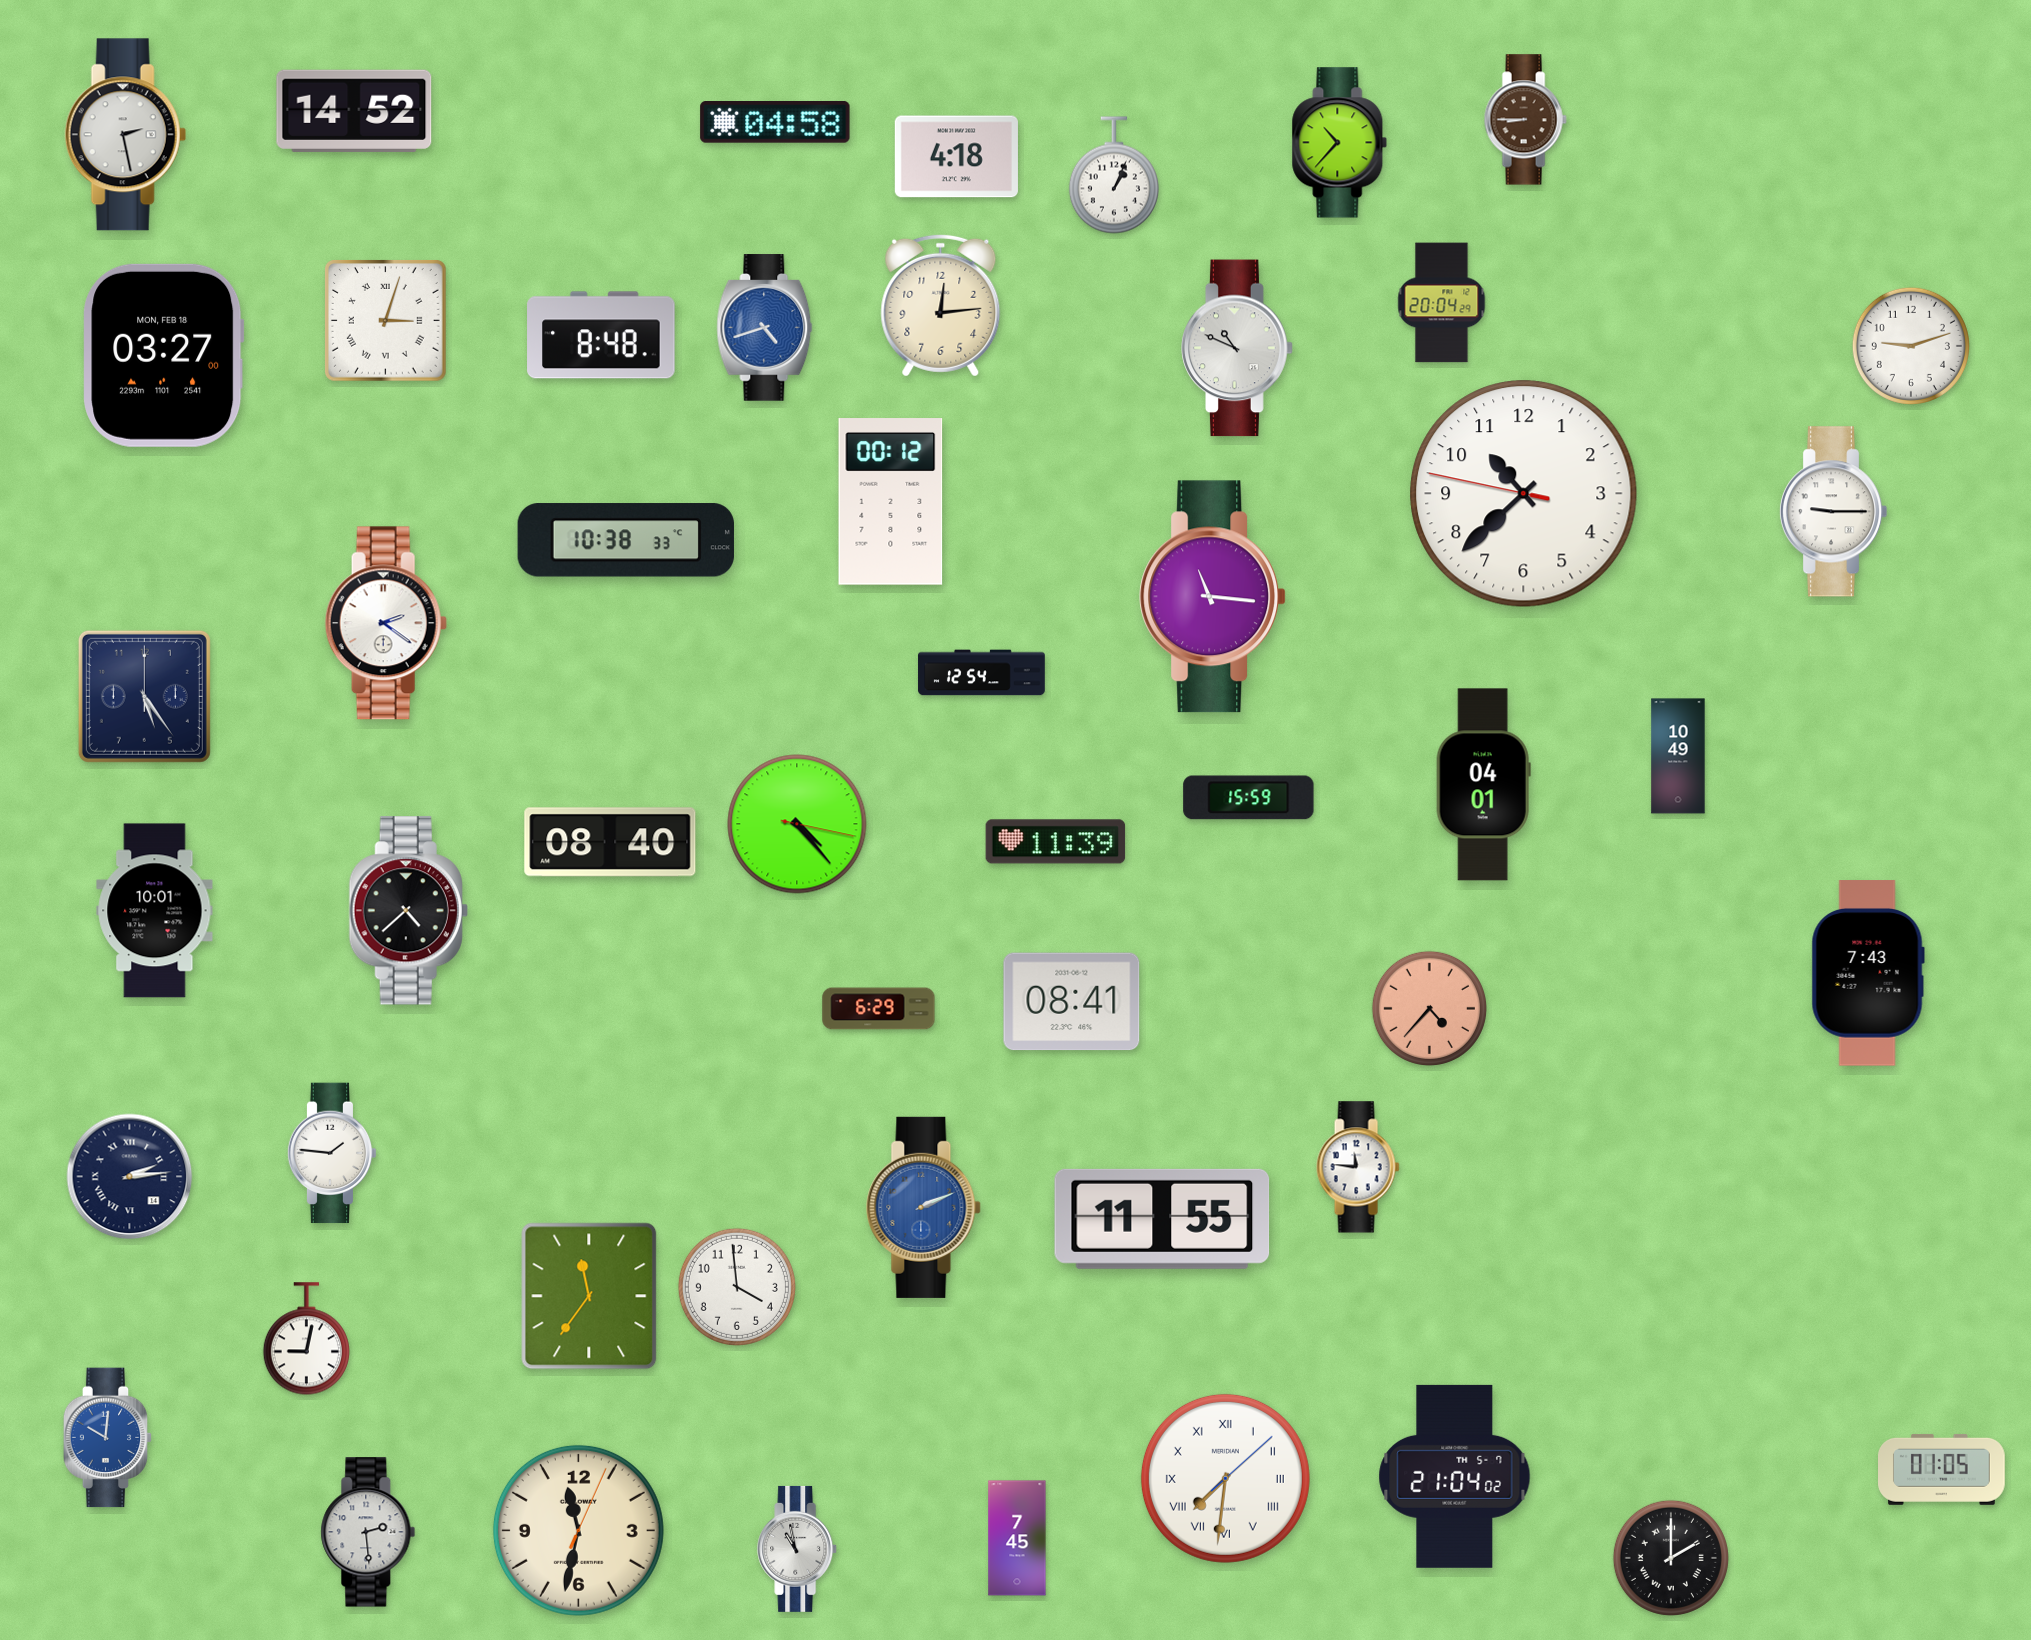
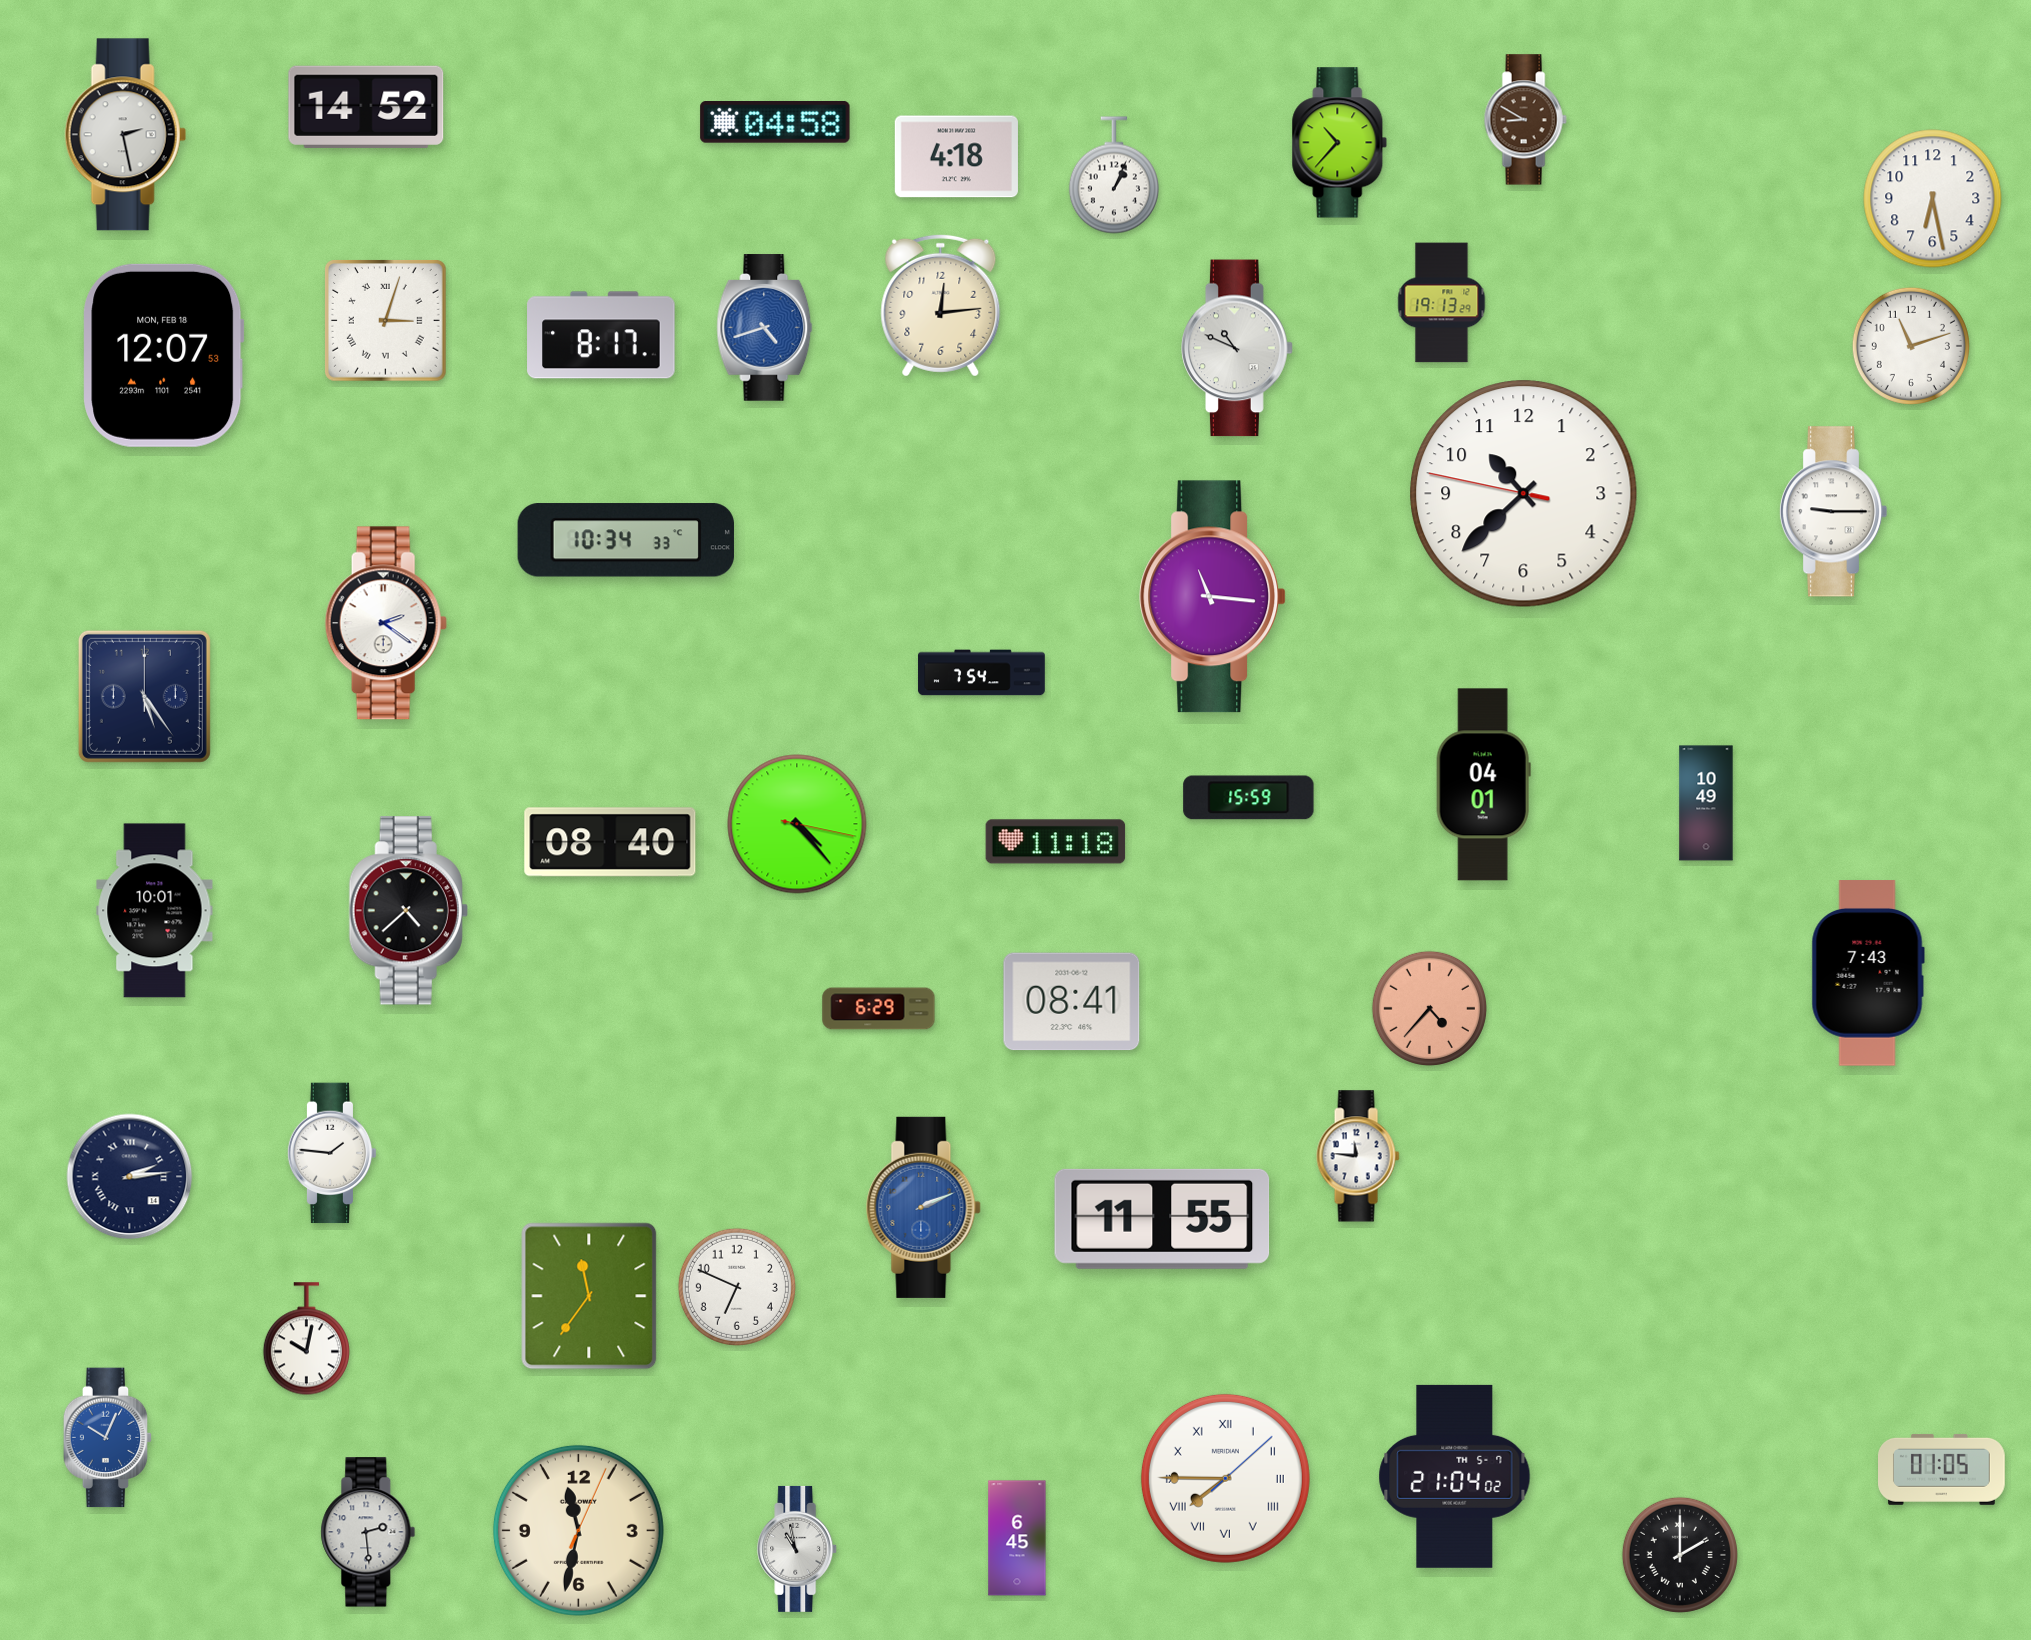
clock at (354, 111) position: (354, 111) -> (366, 107)
clock at (1525, 120): 8:45 -> 8:50
clock at (1933, 199): none -> 6:28
clock at (1442, 303): 20:04 -> 19:13
clock at (601, 335): 8:48 -> 8:17
clock at (1911, 346): 9:12 -> 11:12
clock at (164, 355): 03:27 -> 12:07
clock at (891, 502): 00:12 -> none
clock at (626, 540): 10:38 -> 10:34
clock at (982, 673): 12:54 -> 7:54
clock at (1678, 756) position: (1678, 756) -> (1706, 803)
clock at (1056, 842): 11:39 -> 11:18
clock at (1358, 1167) position: (1358, 1167) -> (1358, 1156)
clock at (737, 1287): 3:59 -> 6:49
clock at (306, 1339): 9:02 -> 10:02
clock at (108, 1438): 10:01 -> 10:04
clock at (1225, 1478): 7:31 -> 7:45
clock at (1017, 1538): 7:45 -> 6:45
clock at (1671, 1558) position: (1671, 1558) -> (1680, 1555)
